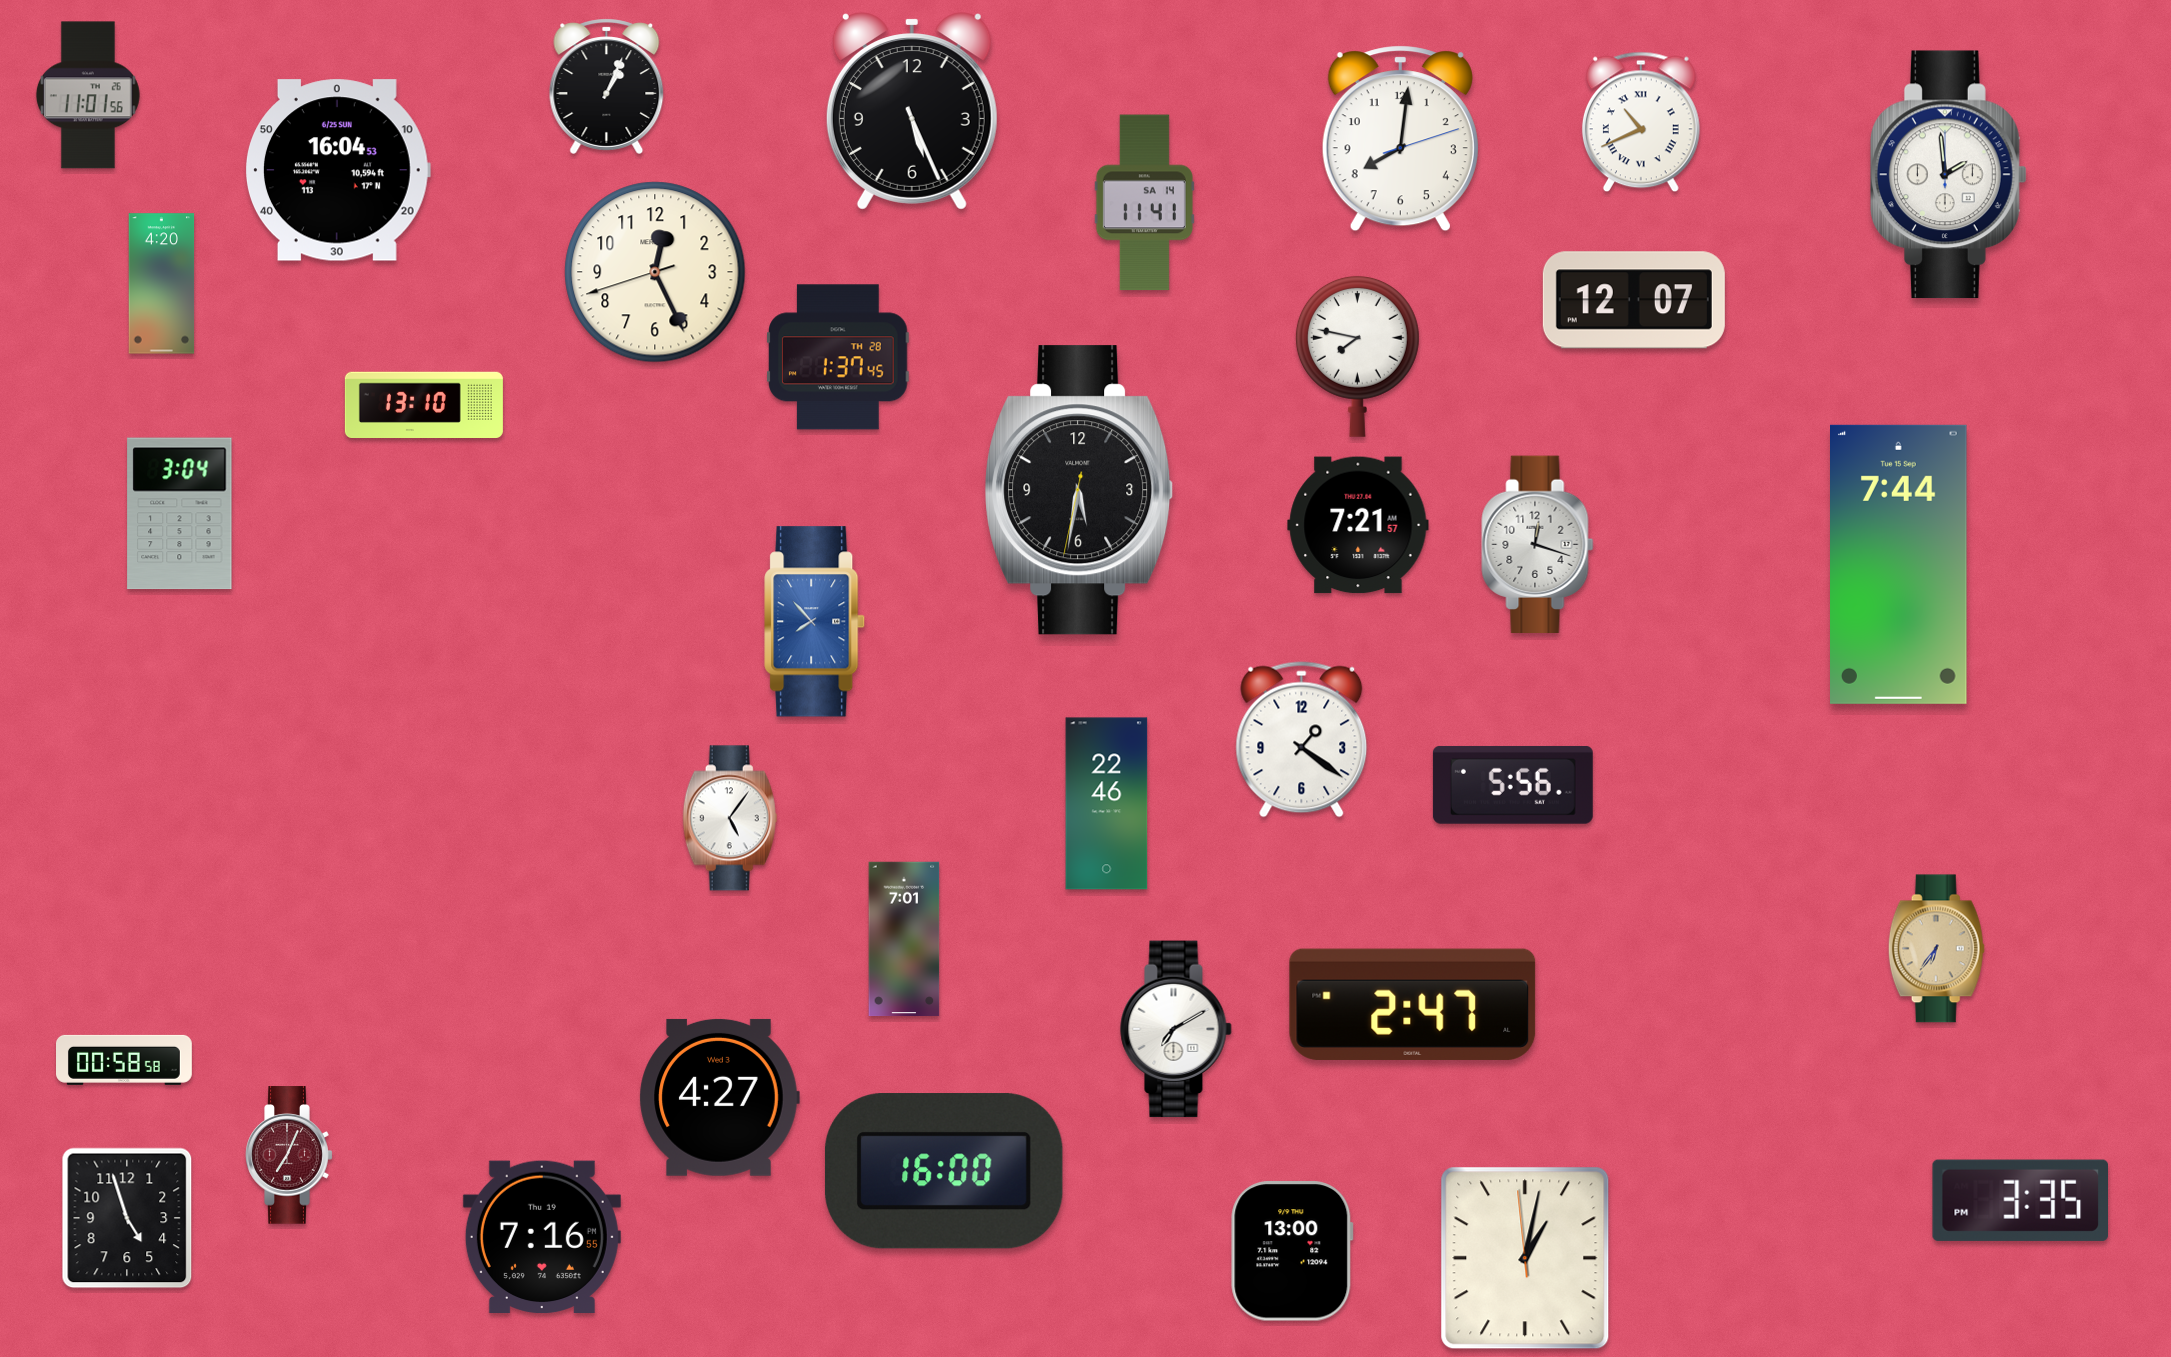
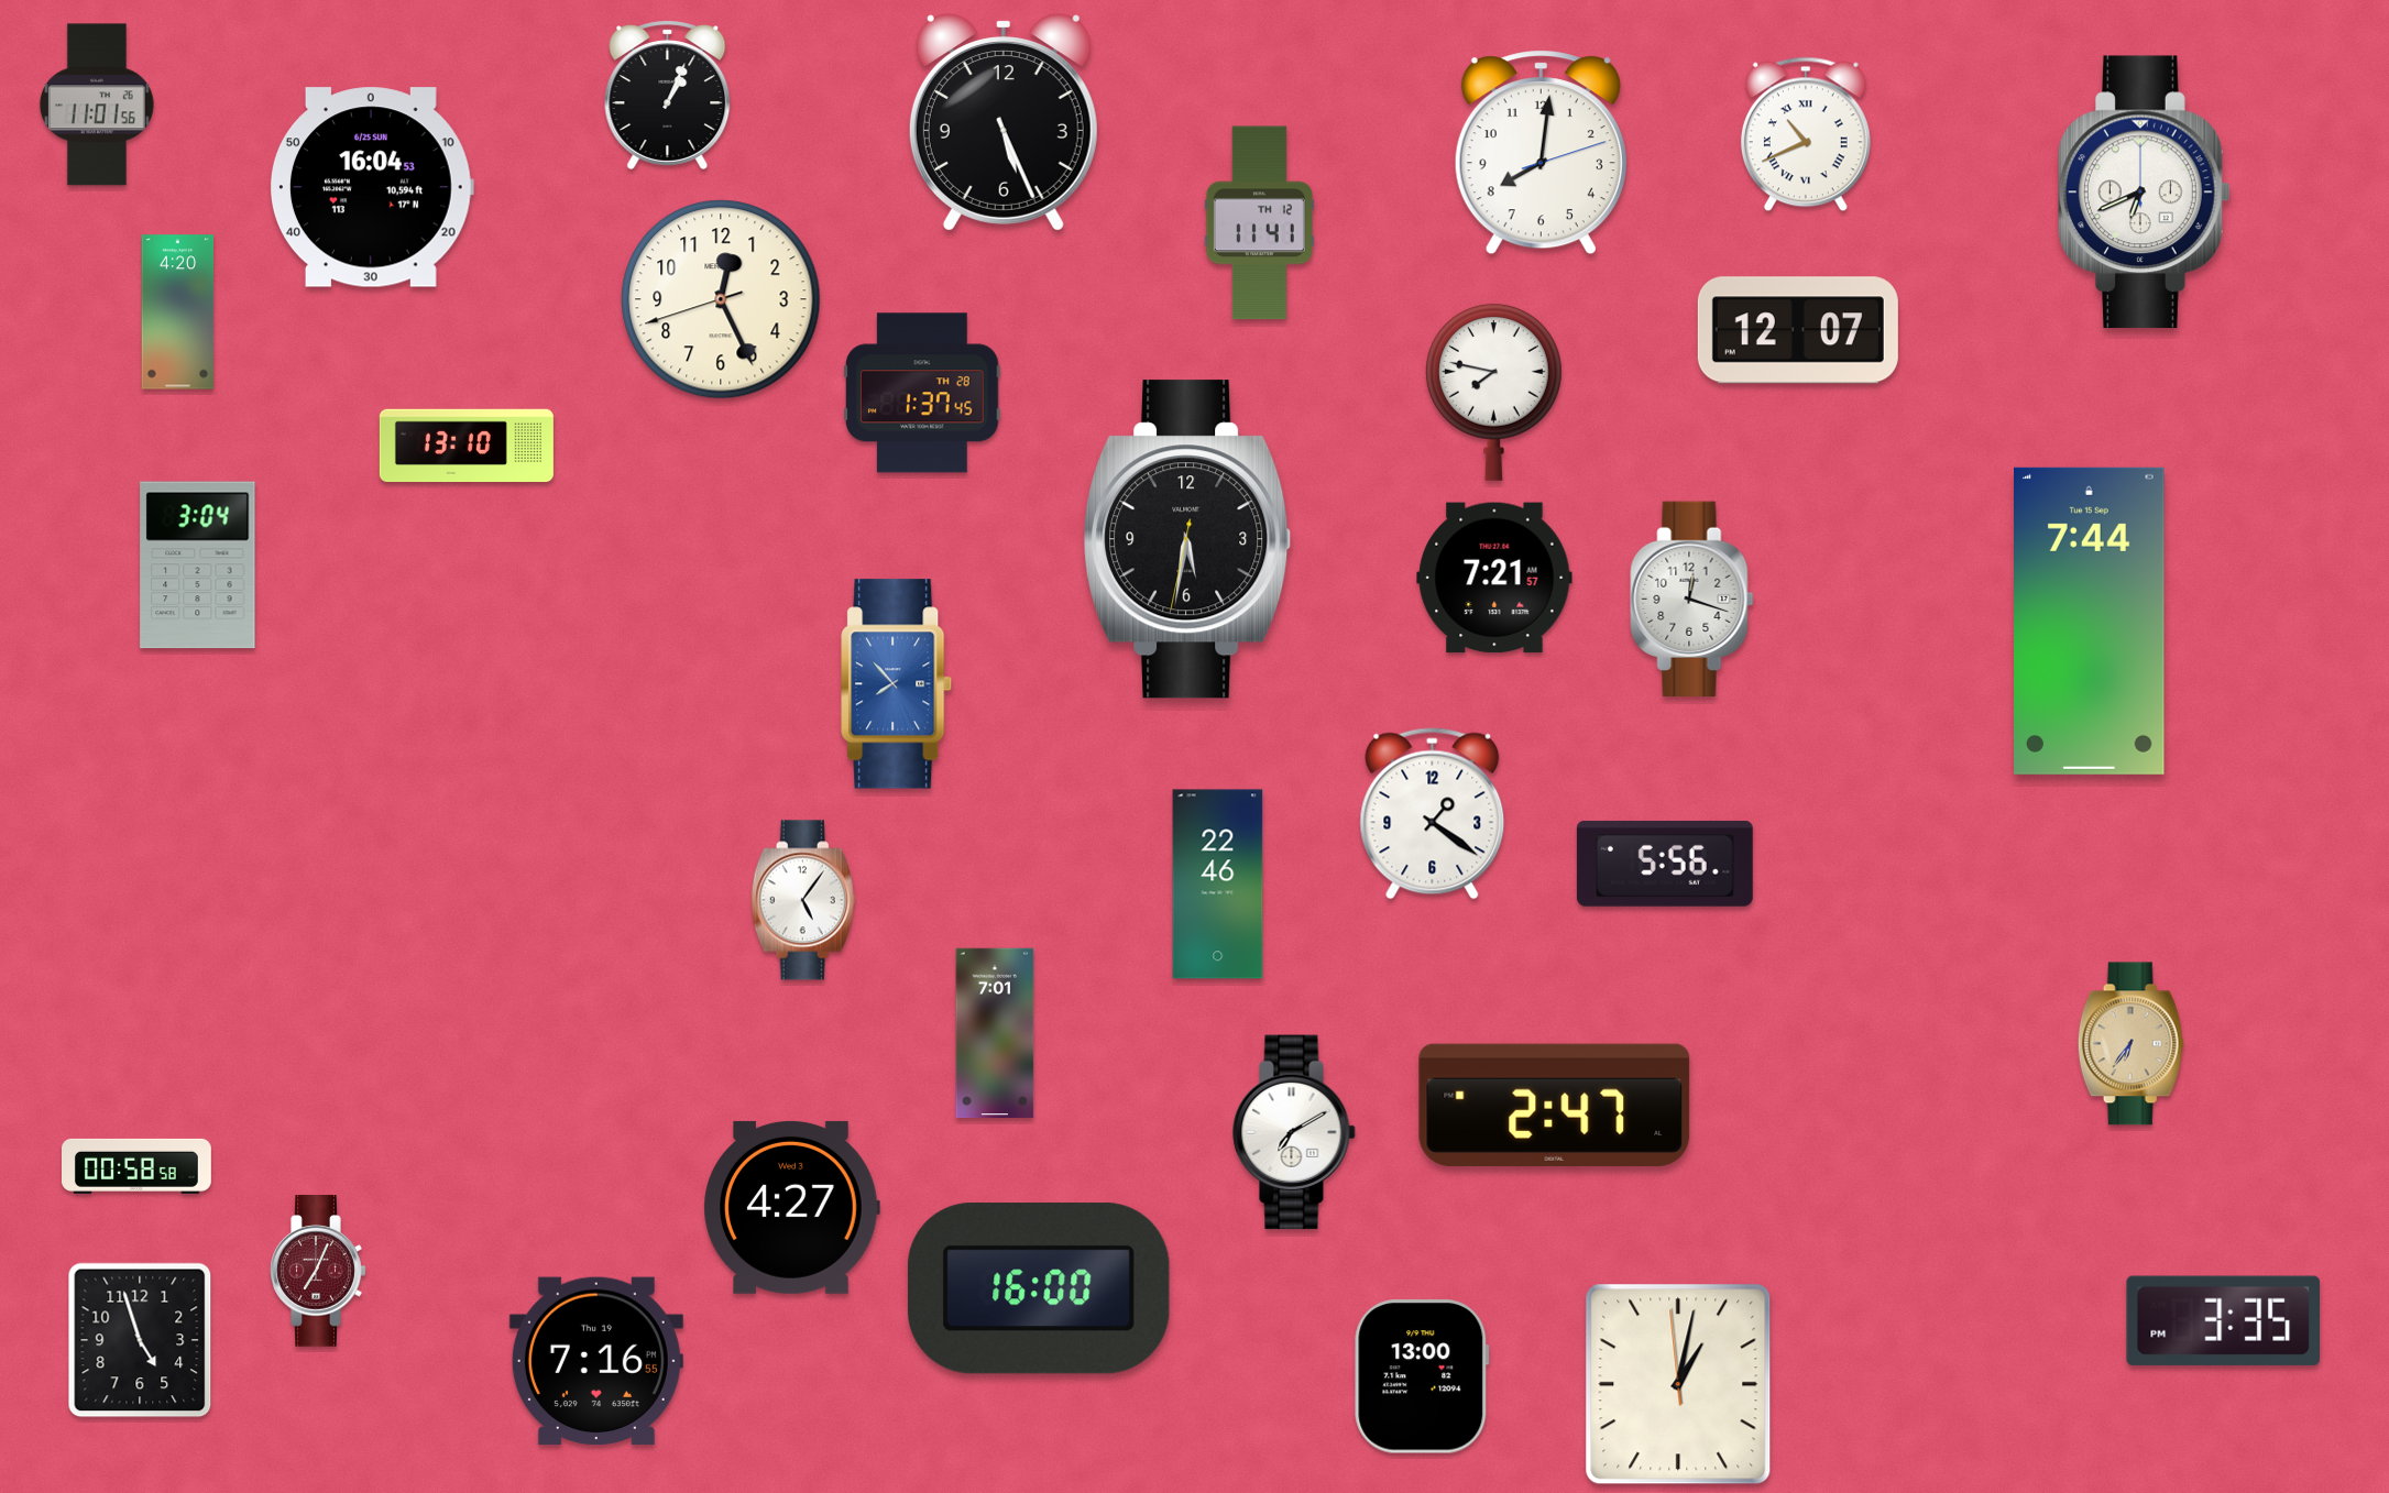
clock at (1949, 175): 1:59 -> 6:41
clock at (1144, 203) date: SA 14 -> TH 12
